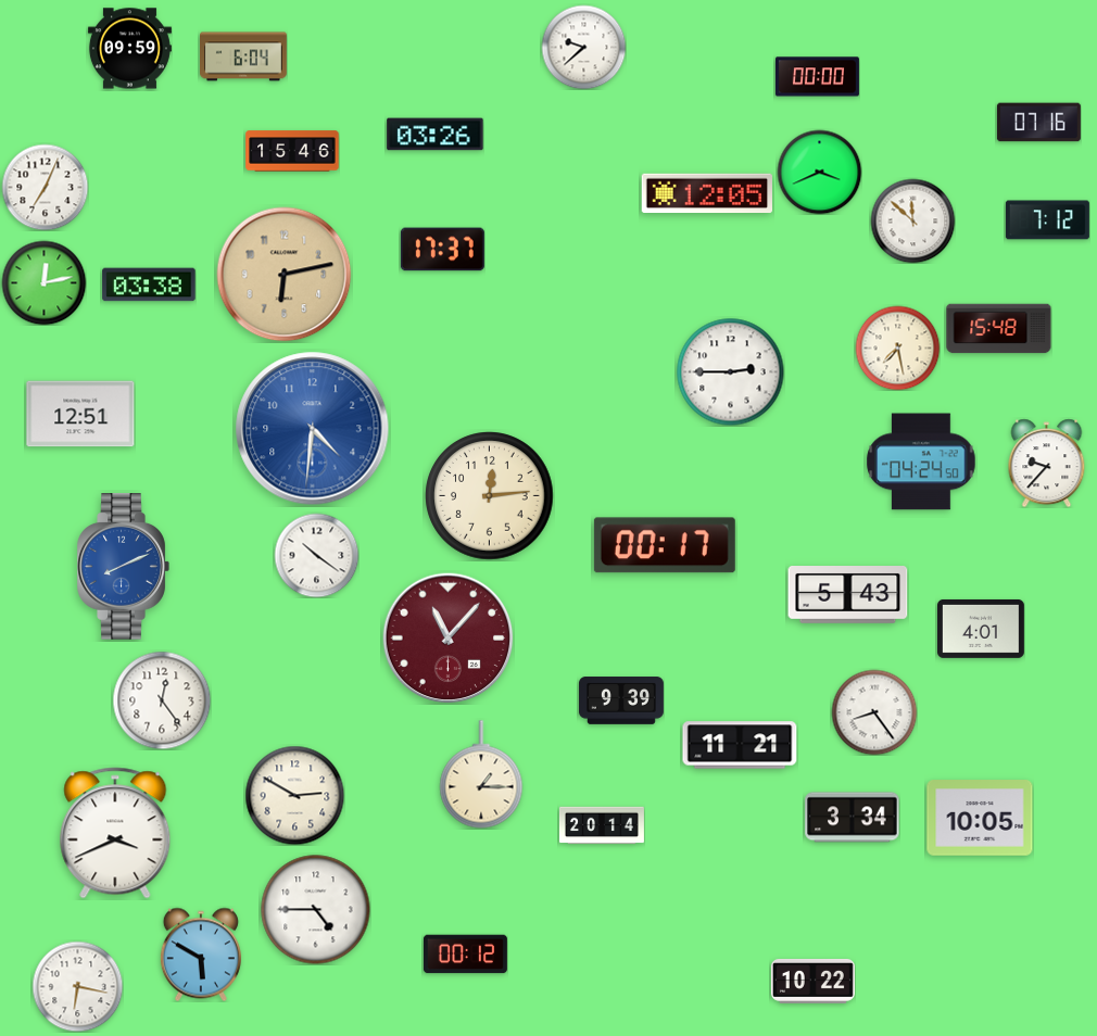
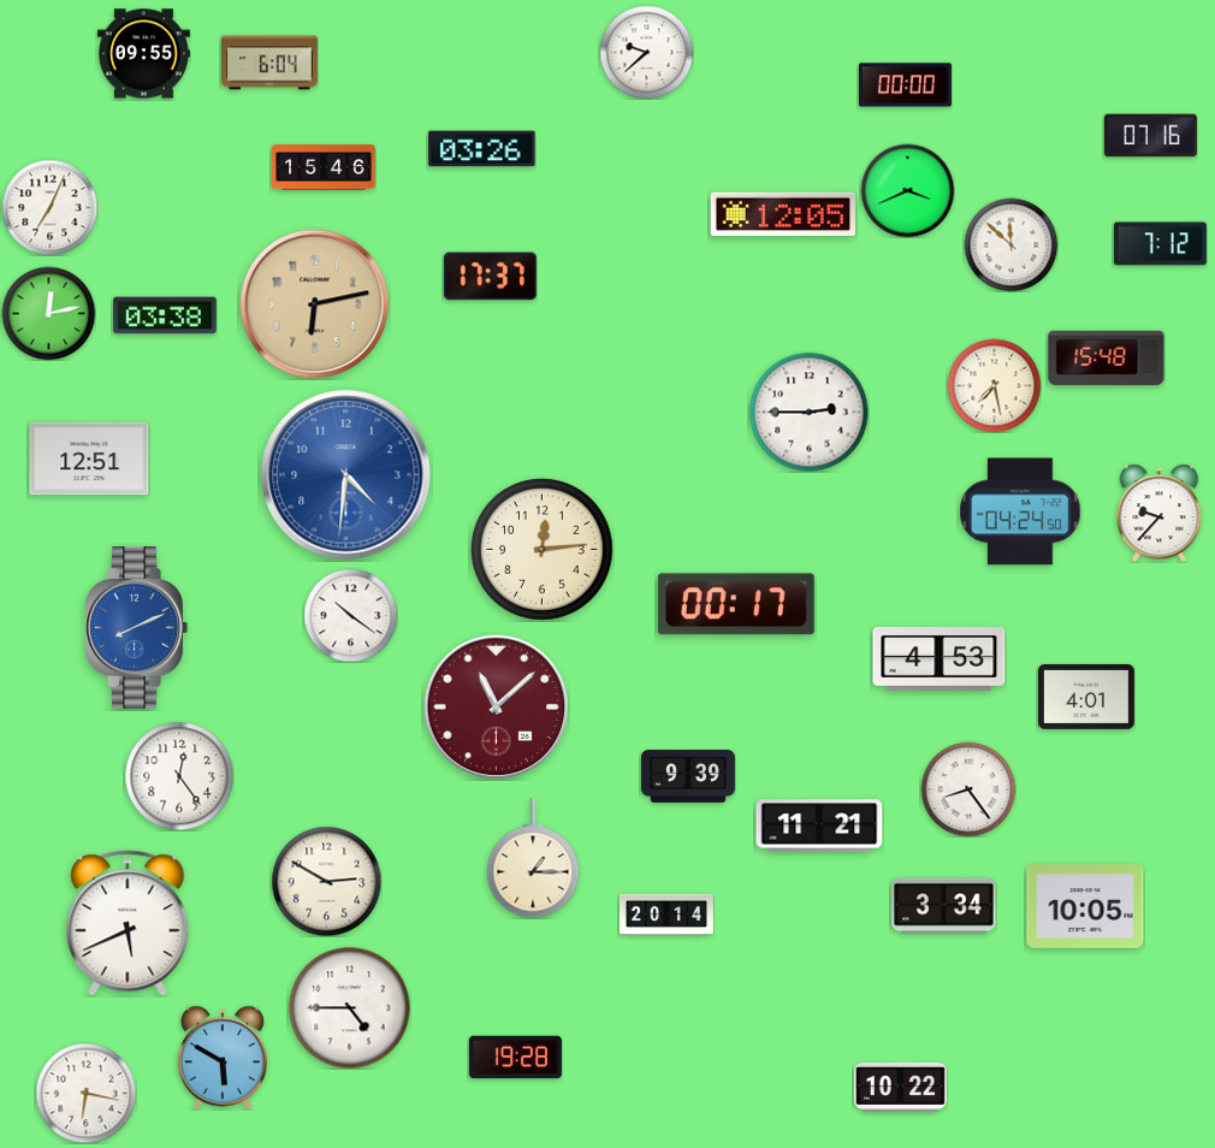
clock at (129, 49): 09:59 -> 09:55
clock at (999, 329) position: (999, 329) -> (1107, 359)
clock at (848, 595): 5:43 -> 4:53
clock at (449, 639): 11:07 -> 11:08
clock at (115, 833): 3:41 -> 5:41
clock at (465, 955): 00:12 -> 19:28
